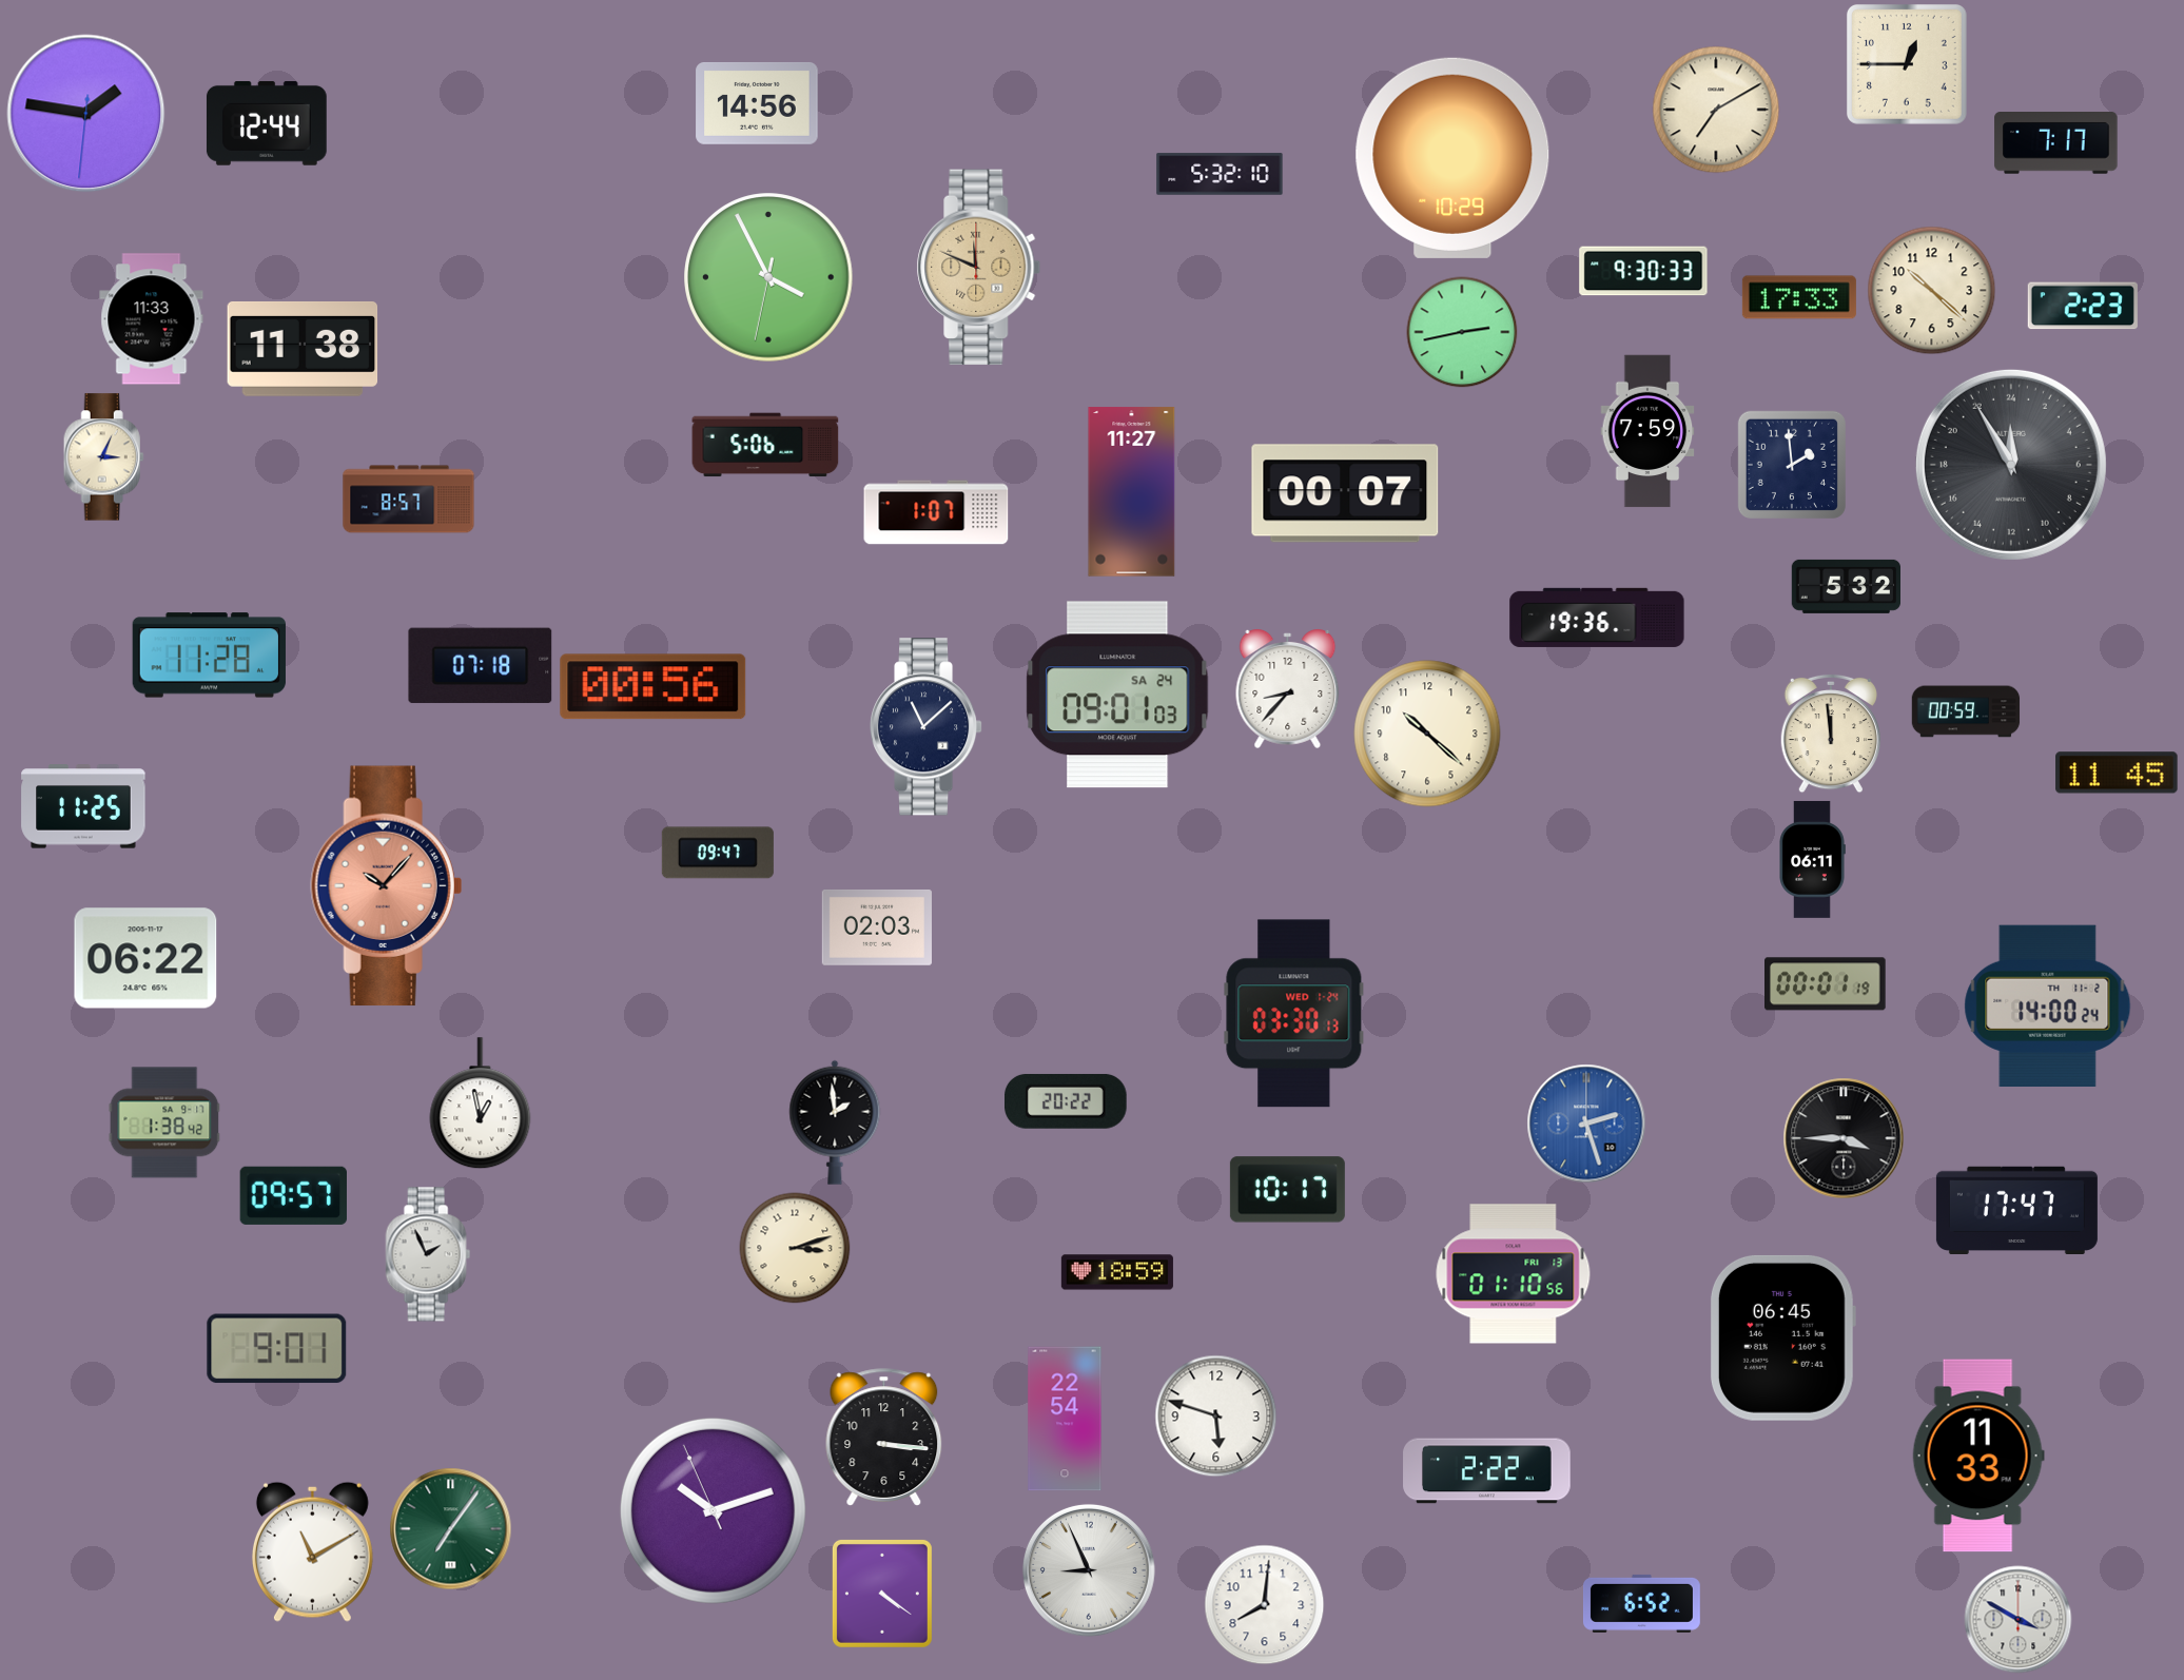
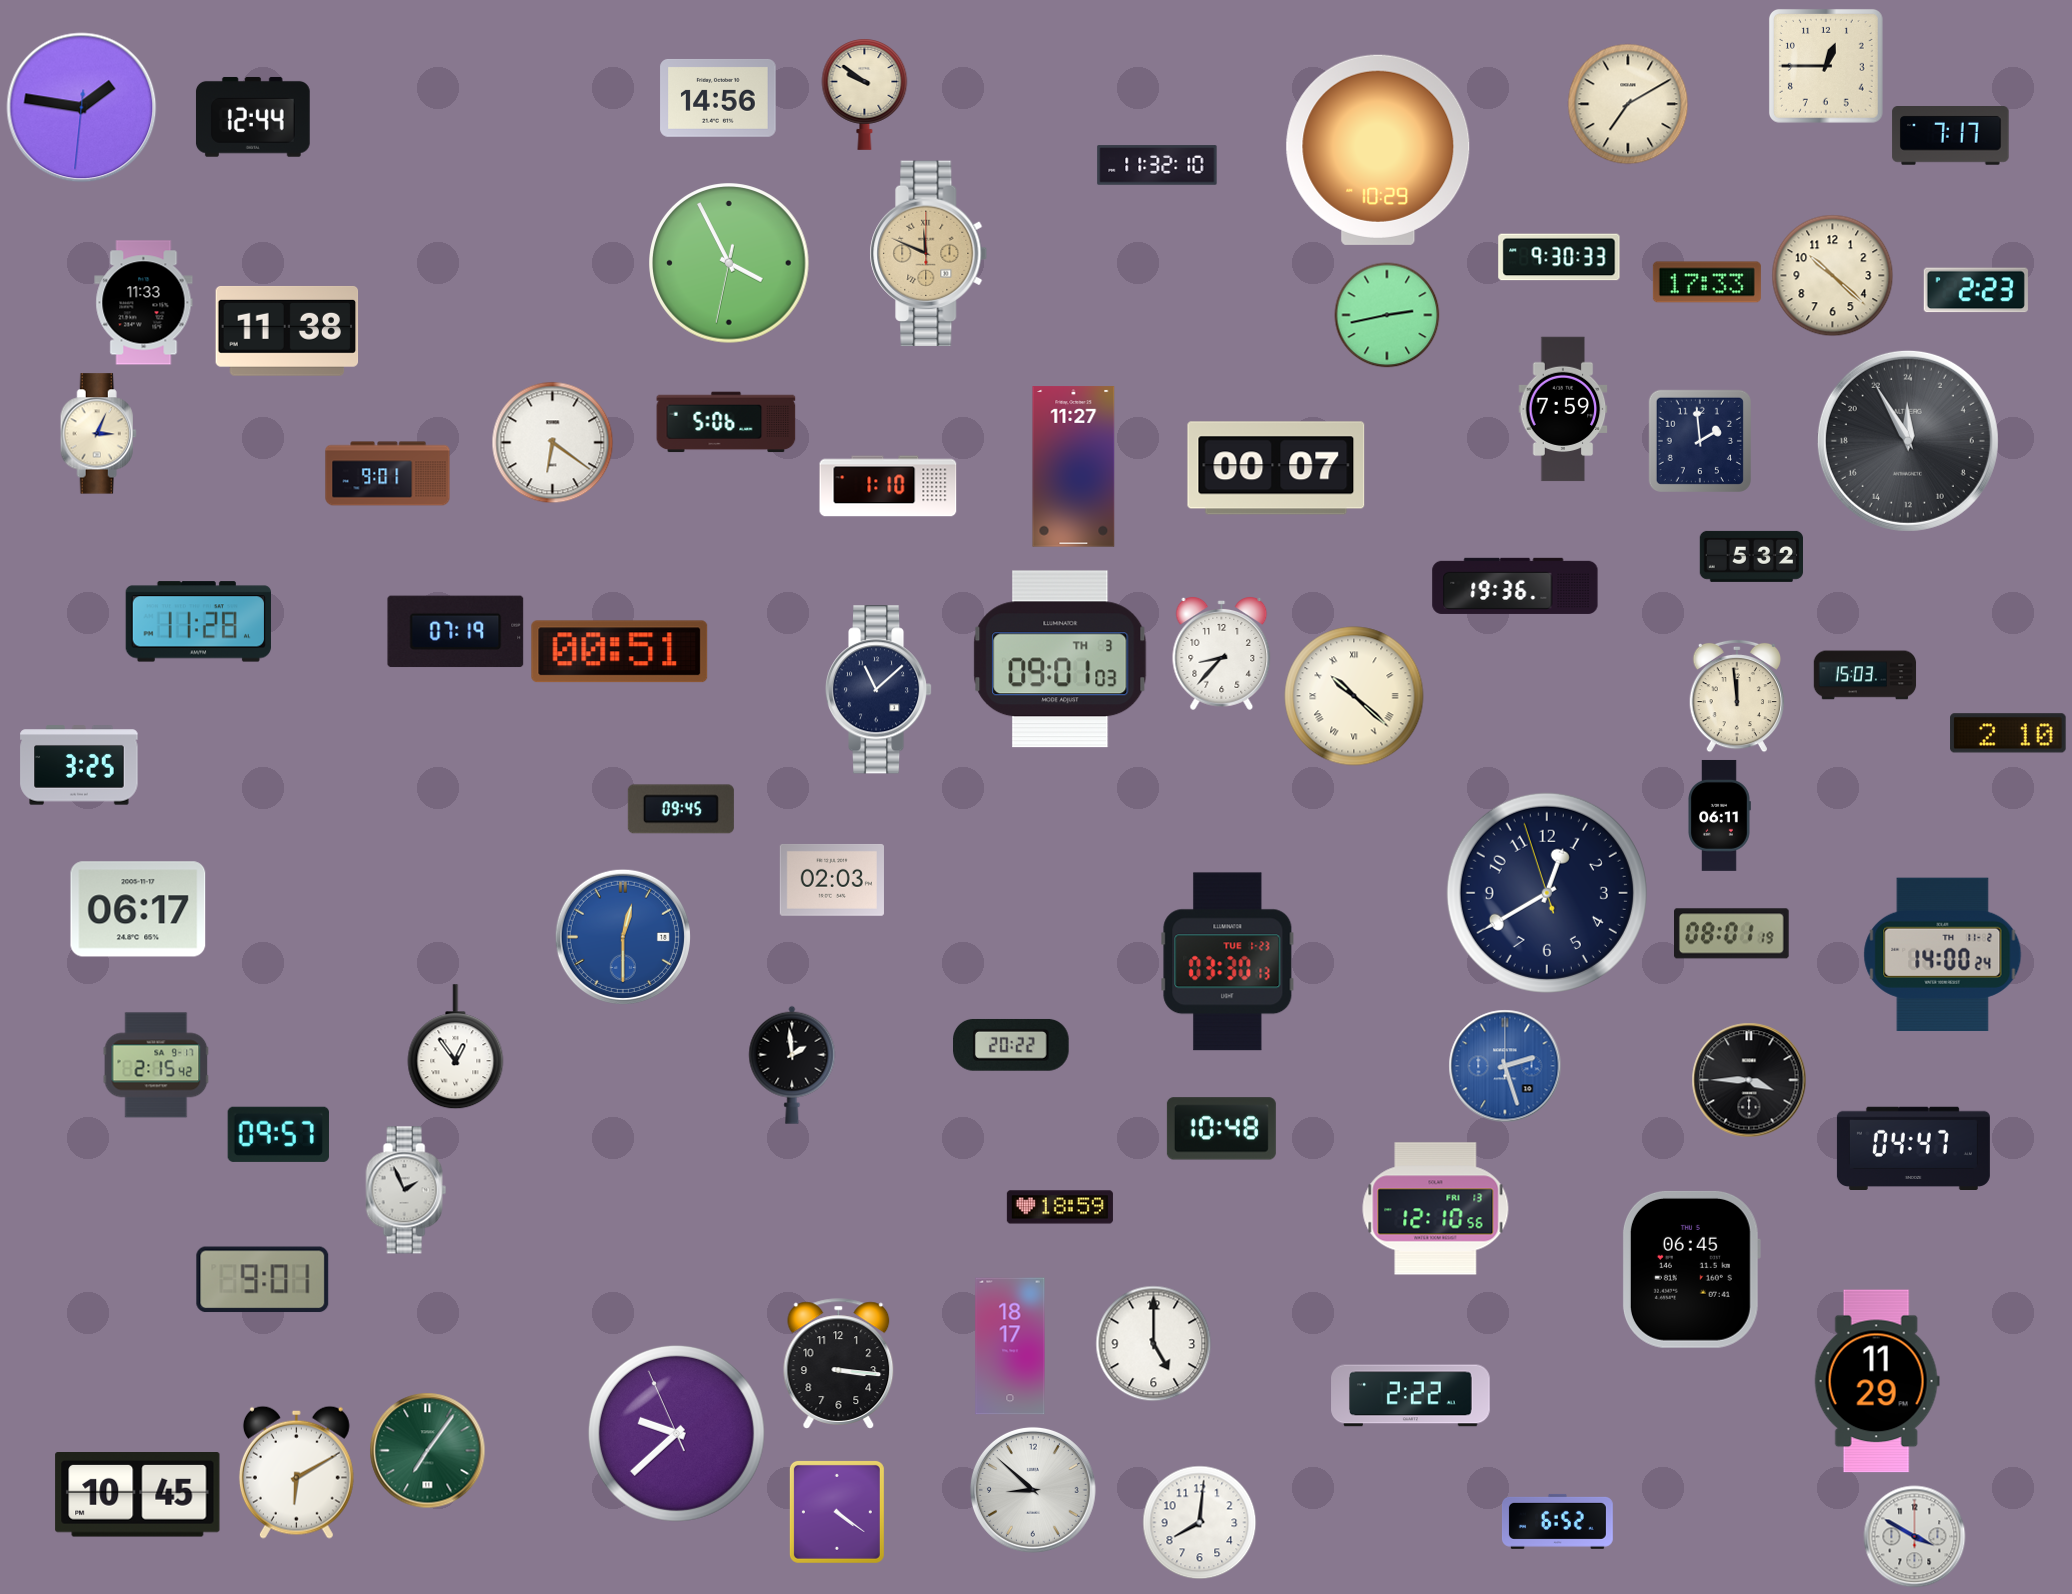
clock at (1907, 64) position: (1907, 64) -> (1826, 66)
clock at (865, 94): none -> 9:51
clock at (1220, 174): 5:32 -> 11:32
clock at (553, 443): none -> 6:21
clock at (409, 500): 8:57 -> 9:01
clock at (936, 512): 1:07 -> 1:10
clock at (481, 666): 07:18 -> 07:19
clock at (654, 687): 00:56 -> 00:51
clock at (1117, 695) date: SA 24 -> TH 3
clock at (1966, 711): 00:59 -> 15:03
clock at (1427, 734) numerals: Arabic -> Roman
clock at (2117, 773): 11:45 -> 2:10
clock at (83, 806): 11:25 -> 3:25
clock at (718, 853): 09:47 -> 09:45
clock at (386, 886): 10:07 -> none
clock at (1547, 893): none -> 12:39
clock at (145, 958): 06:22 -> 06:17
clock at (1826, 984): 00:01 -> 08:01
clock at (623, 937): none -> 12:30
clock at (1294, 1014) date: WED 1-24 -> TUE 1-23
clock at (481, 1103): 12:58 -> 12:54
clock at (164, 1122): 1:38 -> 2:15
clock at (1287, 1190): 10:17 -> 10:48
clock at (2016, 1211): 17:47 -> 04:47
clock at (795, 1248): 3:12 -> none
clock at (1514, 1274): 01:10 -> 12:10
clock at (1216, 1417): 5:48 -> 5:00
clock at (1065, 1419): 22:54 -> 18:17
clock at (1978, 1456): 11:33 -> 11:29
clock at (713, 1510): 10:11 -> 9:37
clock at (312, 1551): 11:10 -> 6:10
clock at (1089, 1570): 8:56 -> 8:52
clock at (138, 1495): none -> 10:45
